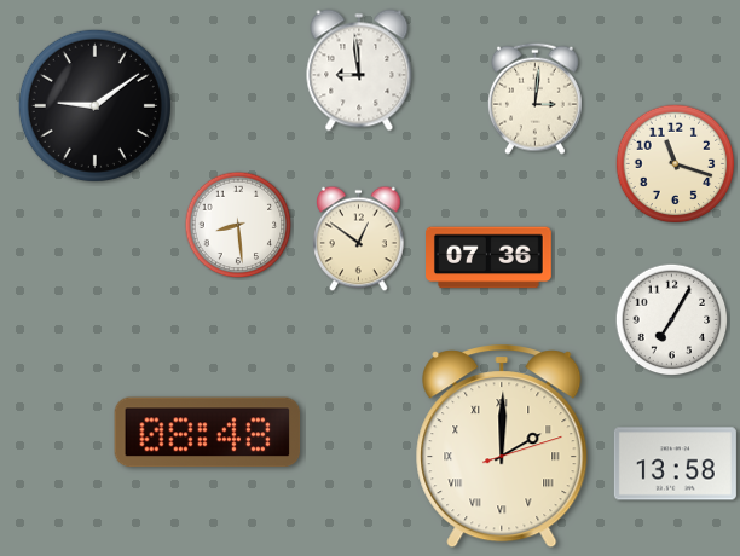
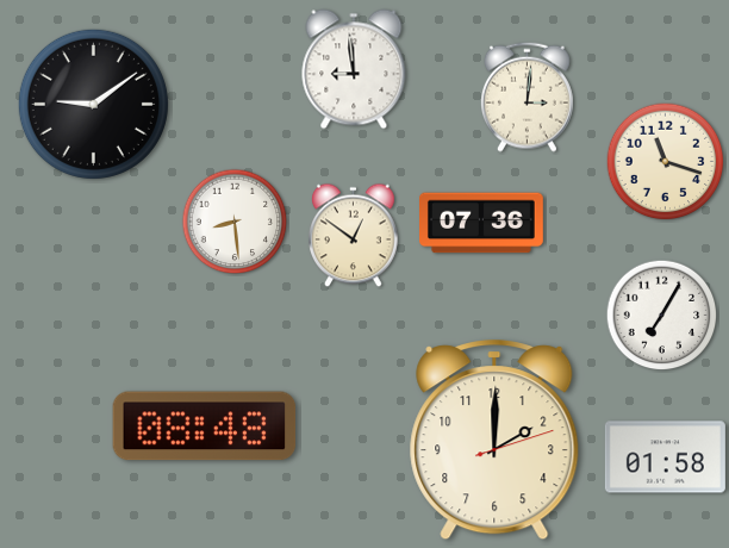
clock at (490, 257) position: (490, 257) -> (482, 223)
clock at (502, 447) numerals: Roman -> Arabic
clock at (675, 464): 13:58 -> 01:58
